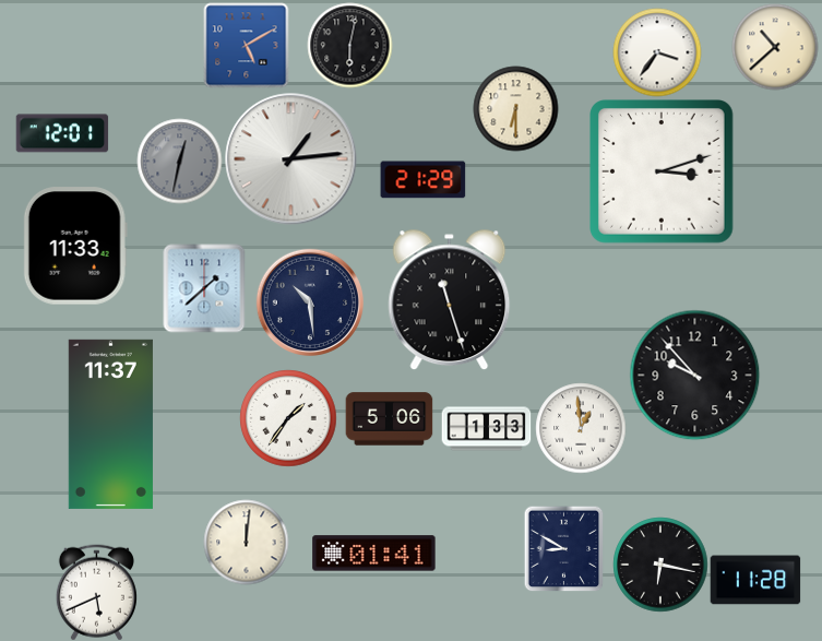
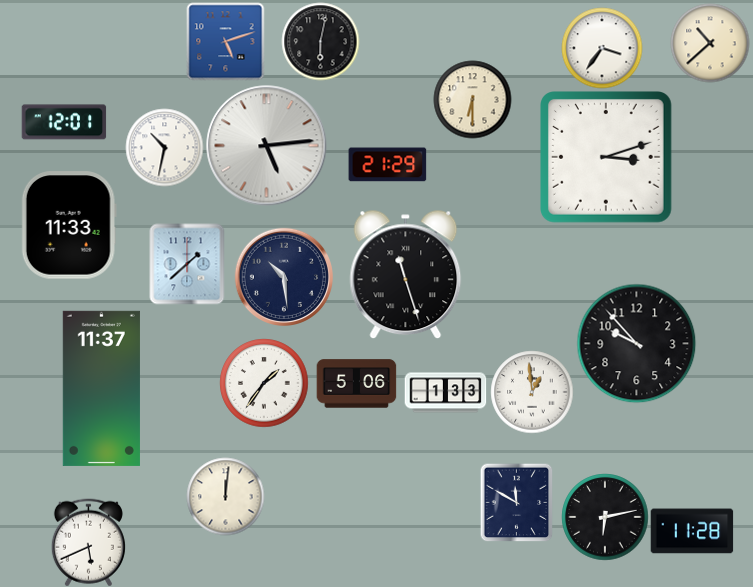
clock at (246, 45): 5:10 -> 5:12
clock at (62, 133) position: (62, 133) -> (64, 122)
clock at (291, 159): 1:14 -> 5:14
clock at (179, 161): 12:32 -> 10:32
clock at (179, 161) dial: grey -> white
clock at (450, 299) position: (450, 299) -> (406, 274)
clock at (564, 548): 8:50 -> 11:50
clock at (374, 554): 01:41 -> none
clock at (660, 565): 6:17 -> 6:13
